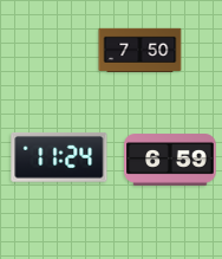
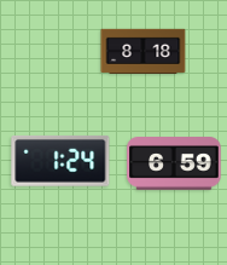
clock at (141, 51): 7:50 -> 8:18
clock at (59, 157): 11:24 -> 1:24
